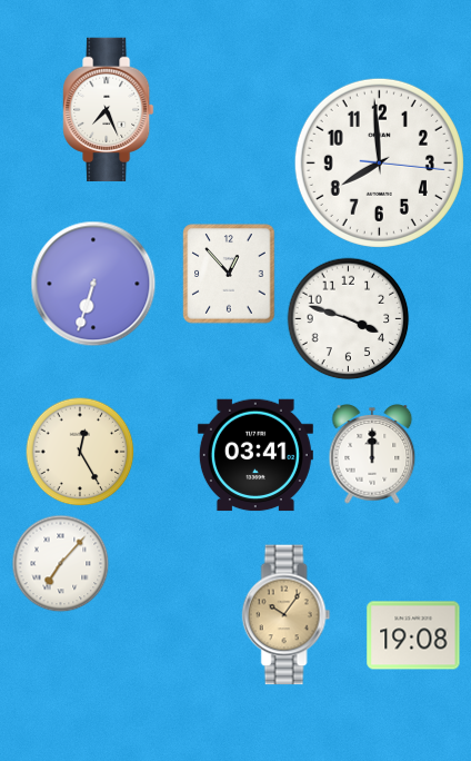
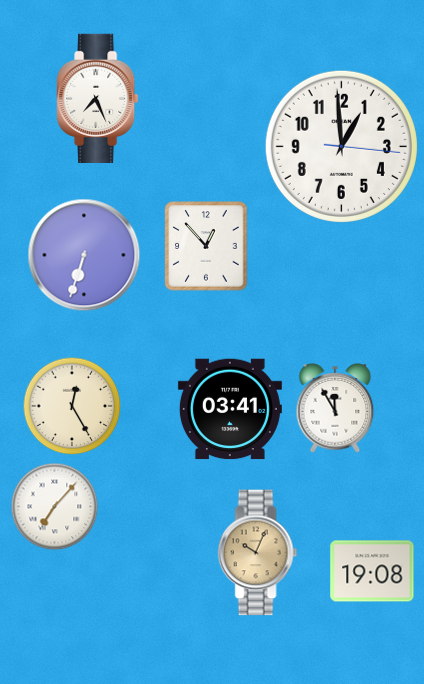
clock at (379, 162): 7:59 -> 12:59
clock at (349, 319): 3:48 -> none
clock at (372, 454): 12:00 -> 11:55
clock at (287, 615): 10:06 -> 10:04
